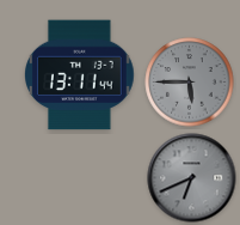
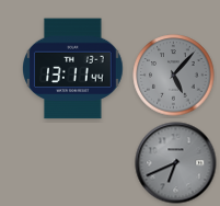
clock at (190, 83): 5:45 -> 5:07
